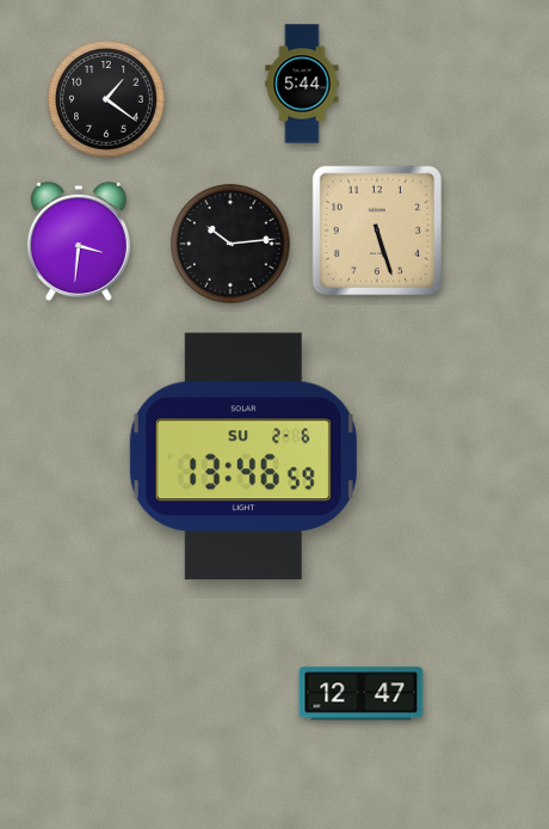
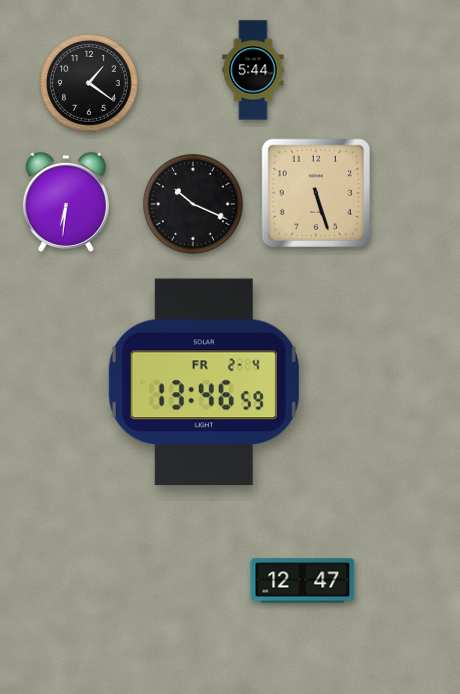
clock at (79, 240): 3:31 -> 6:31
clock at (230, 244): 10:14 -> 10:19
clock at (243, 456) date: SU 2-6 -> FR 2-4
